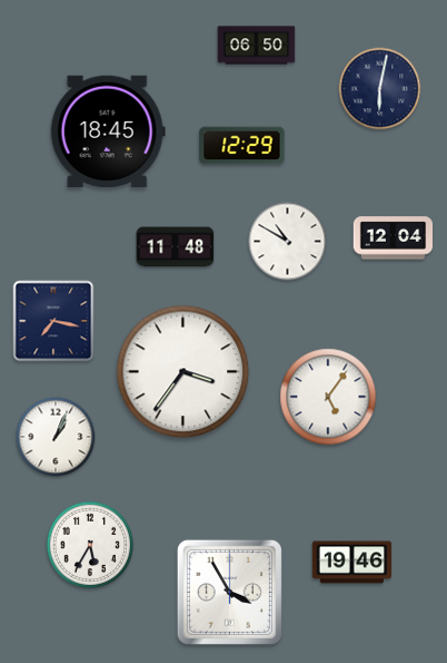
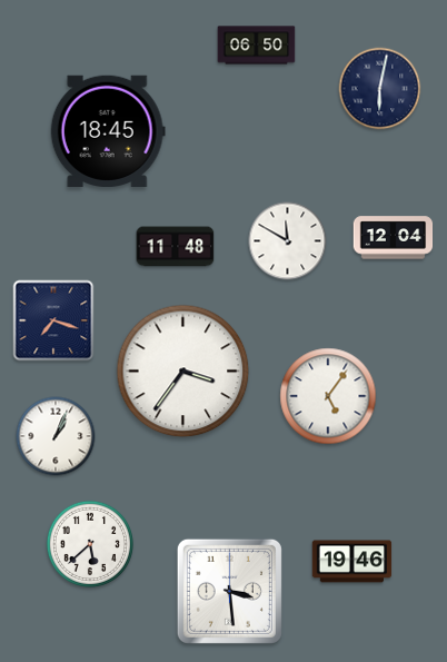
clock at (242, 146): 12:29 -> none
clock at (288, 242): 10:50 -> 11:50
clock at (53, 321): 7:17 -> 7:18
clock at (89, 544): 5:35 -> 5:38
clock at (229, 592): 3:55 -> 3:29
